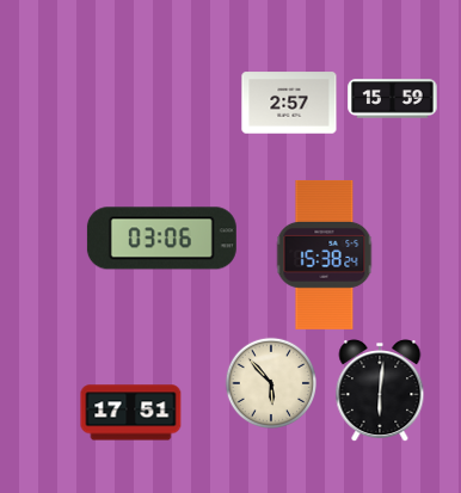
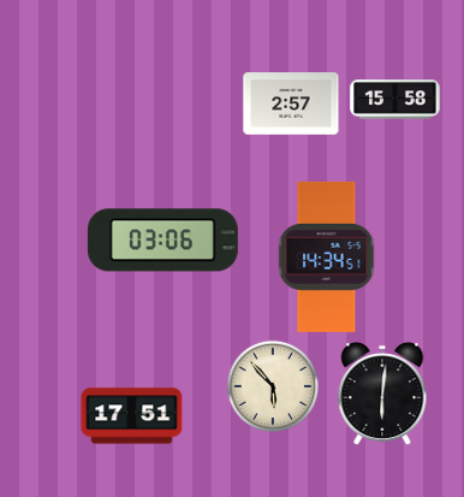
clock at (393, 99): 15:59 -> 15:58
clock at (325, 254): 15:38 -> 14:34
